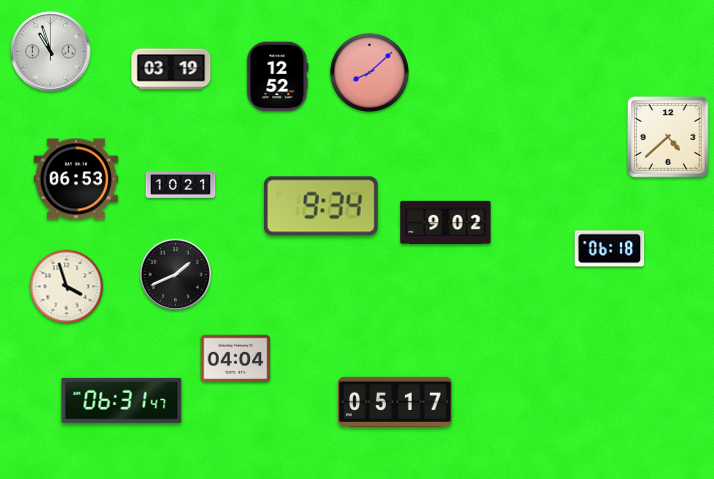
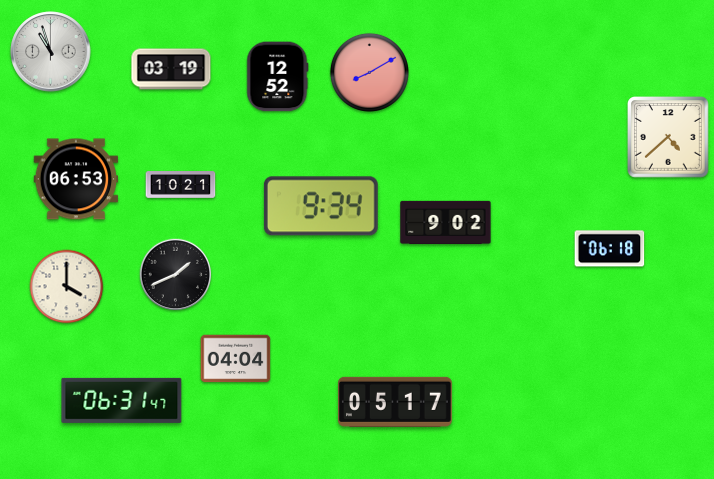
clock at (369, 72): 8:08 -> 8:10
clock at (67, 287): 3:57 -> 4:00
